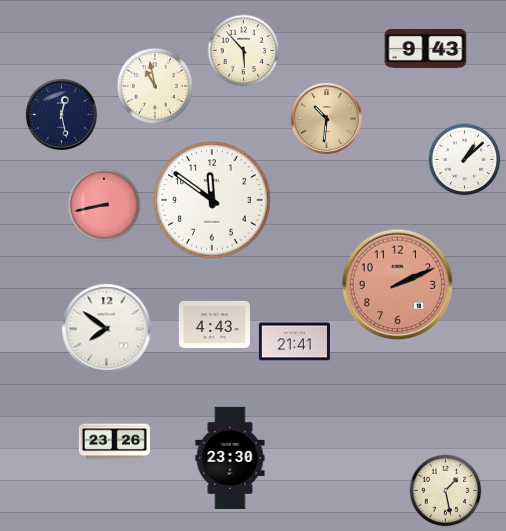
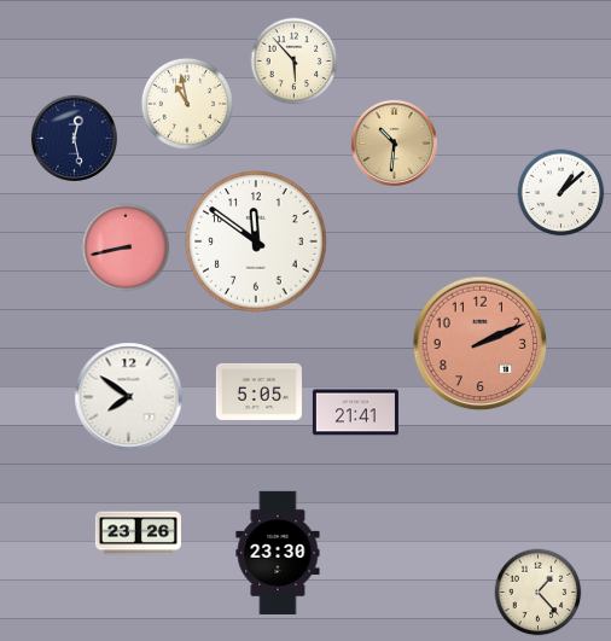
clock at (426, 48): 9:43 -> none
clock at (214, 324): 4:43 -> 5:05
clock at (446, 491): 1:28 -> 1:23
